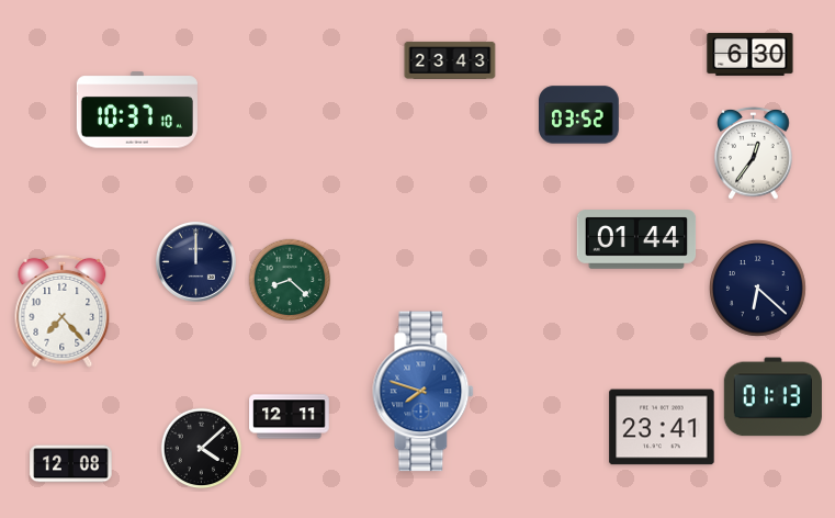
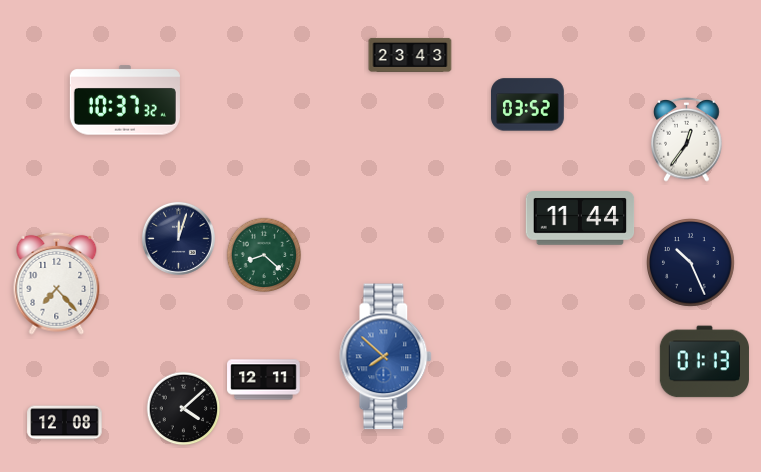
clock at (751, 54): 6:30 -> none
clock at (137, 110): 10:37:10 -> 10:37:32
clock at (636, 239): 01:44 -> 11:44
clock at (195, 261): 12:00 -> 12:03
clock at (758, 289): 6:22 -> 10:26
clock at (424, 392): 7:48 -> 7:52
clock at (662, 427): 23:41 -> none
